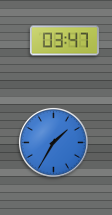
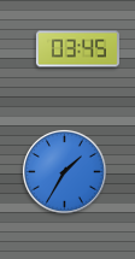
clock at (64, 41): 03:47 -> 03:45
